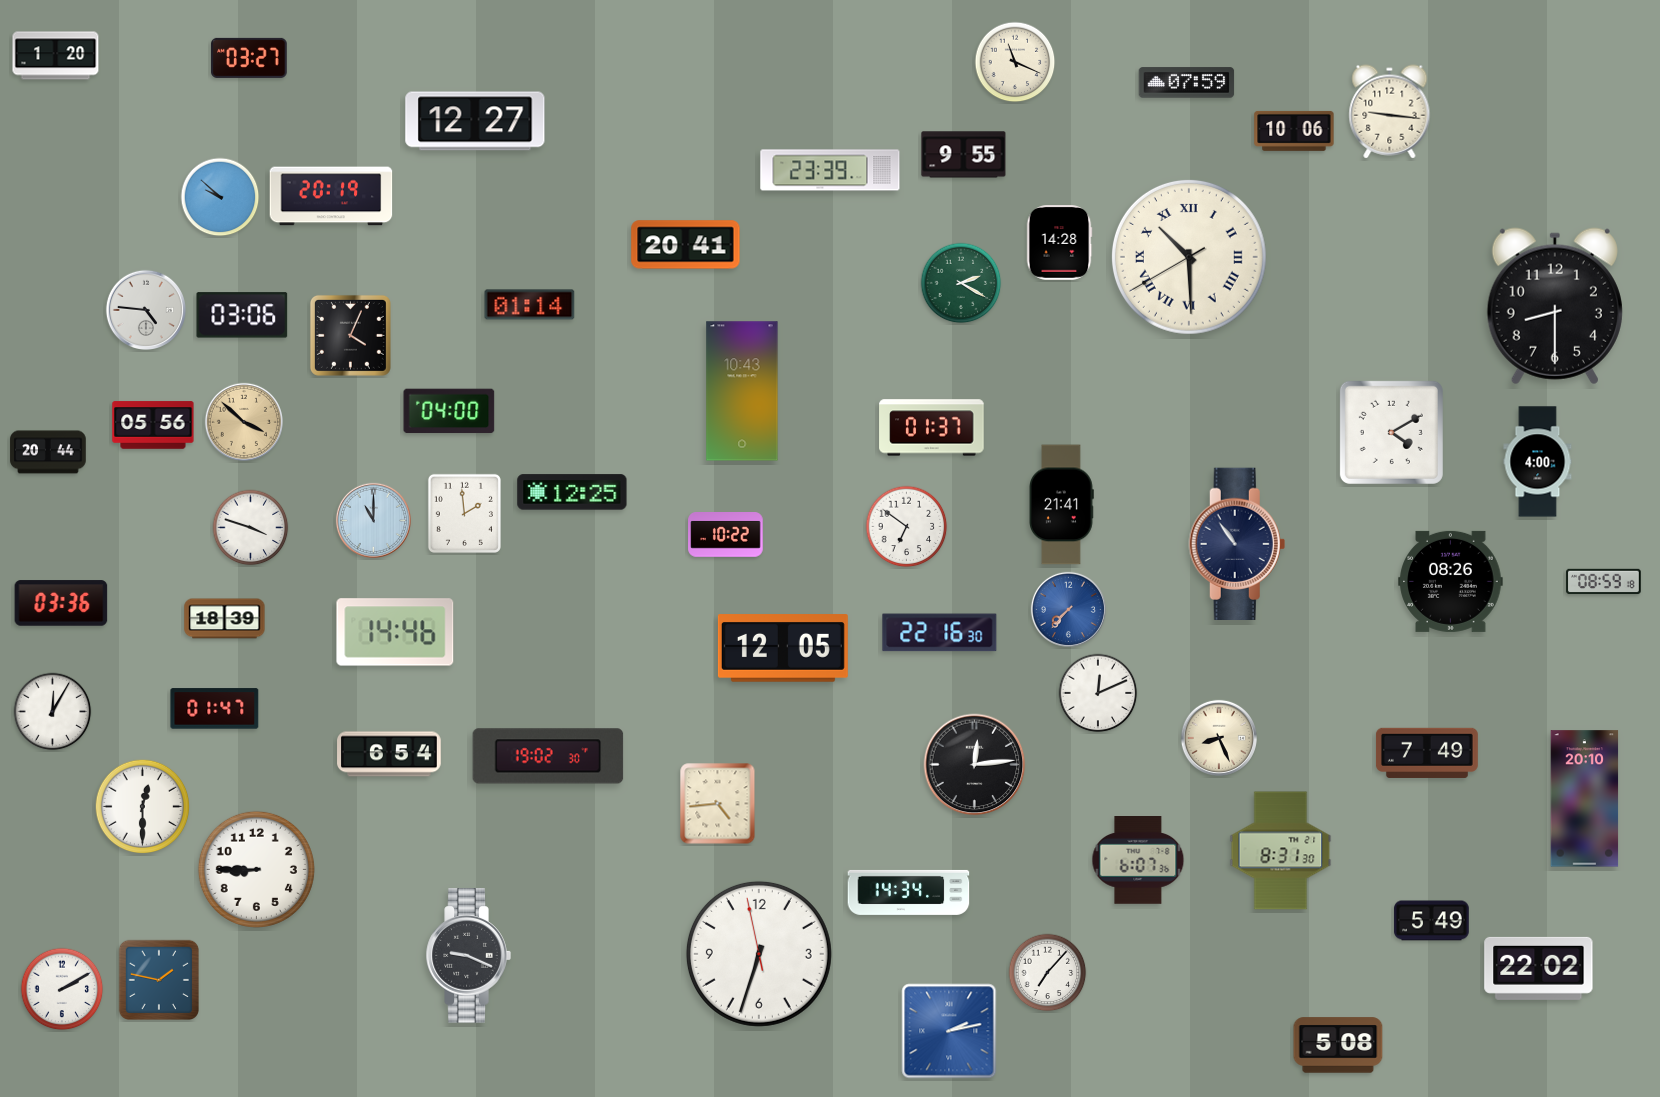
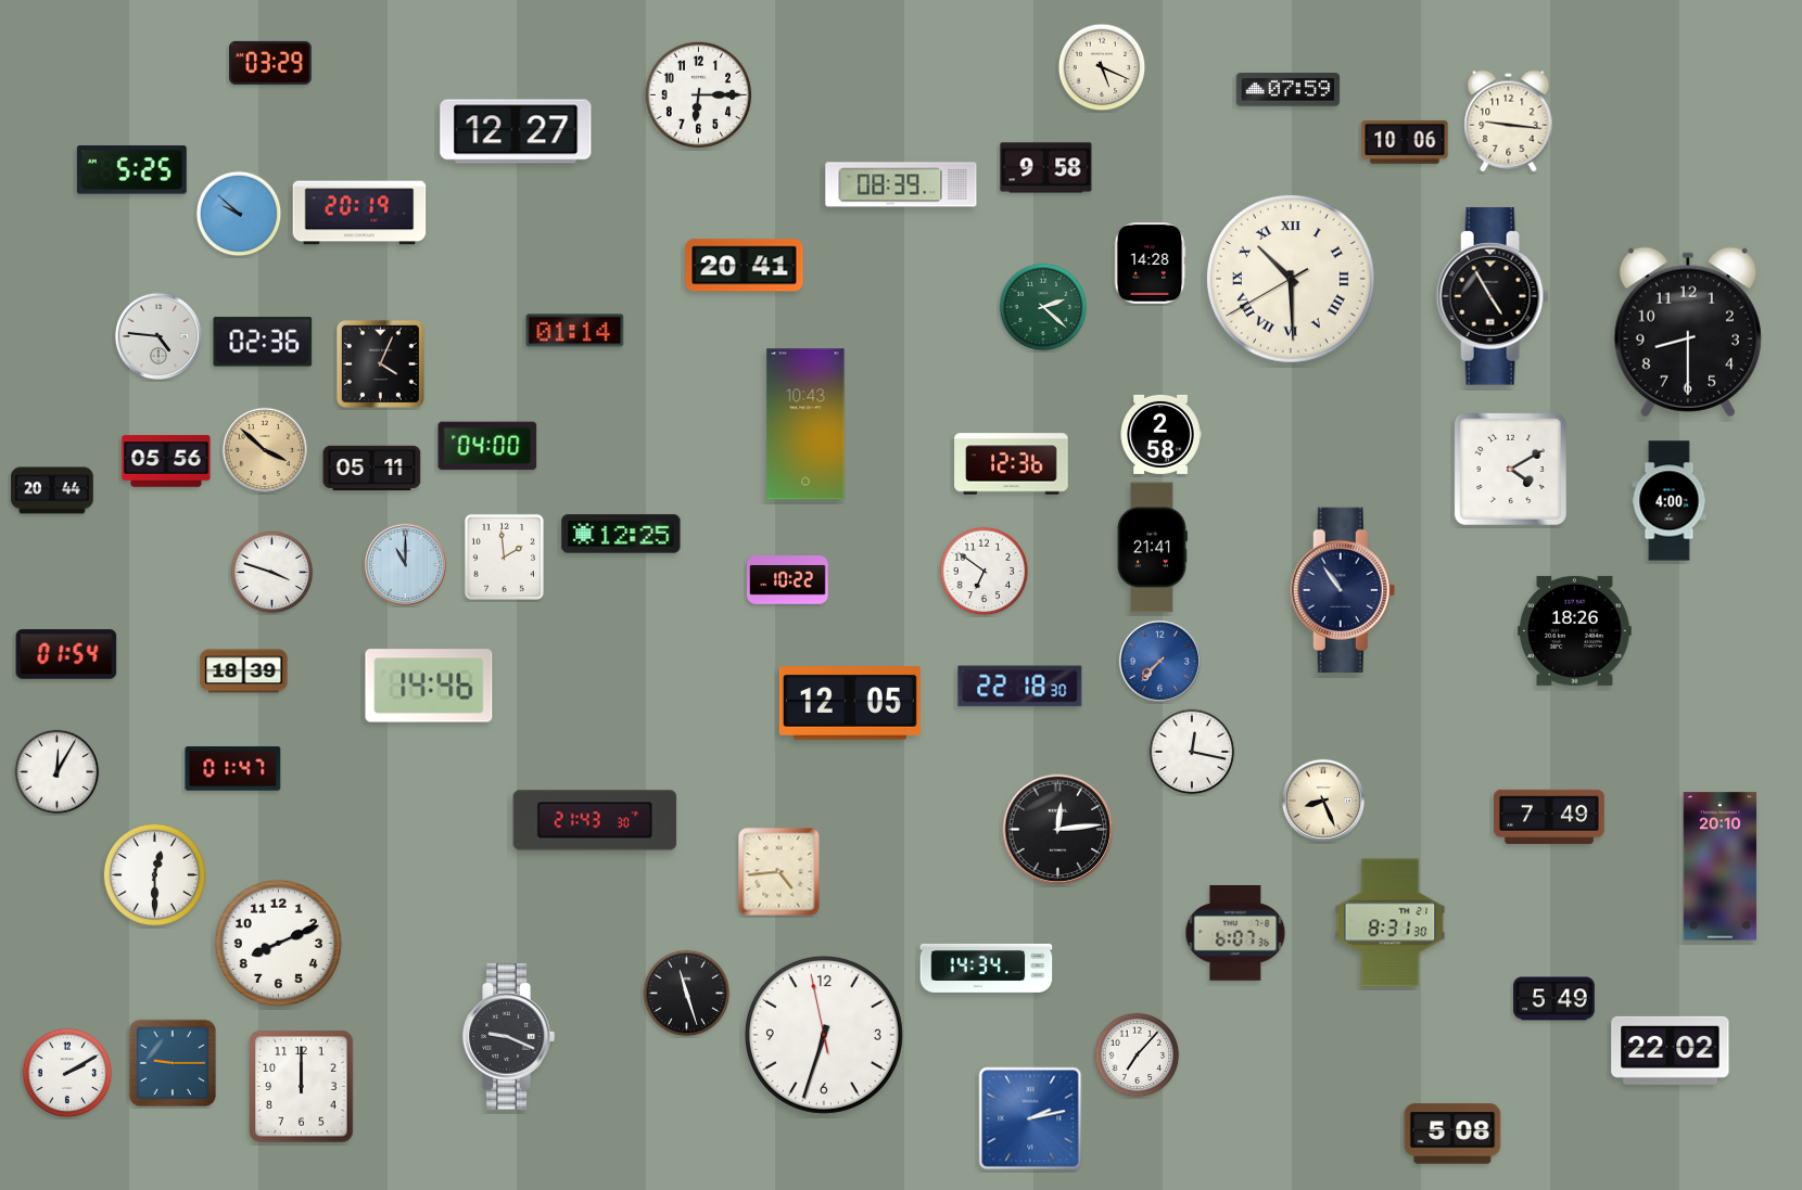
clock at (56, 56): 1:20 -> none
clock at (249, 58): 03:27 -> 03:29
clock at (1015, 62): 11:19 -> 5:19
clock at (698, 94): none -> 6:15
clock at (964, 155): 9:55 -> 9:58
clock at (131, 170): none -> 5:25
clock at (830, 170): 23:39 -> 08:39
clock at (1493, 296): none -> 4:55
clock at (961, 283): 2:20 -> 2:22
clock at (242, 315): 03:06 -> 02:36
clock at (1160, 434): none -> 2:58
clock at (244, 422) position: (244, 422) -> (265, 450)
clock at (932, 428): 01:37 -> 12:36
clock at (372, 468): none -> 05:11
clock at (1451, 581): 08:26 -> 18:26
clock at (1604, 582): 08:59 -> none
clock at (61, 603): 03:36 -> 01:54
clock at (940, 633): 22:16 -> 22:18
clock at (1098, 693): 12:11 -> 12:17
clock at (389, 754): 6:54 -> none
clock at (548, 756): 19:02 -> 21:43
clock at (256, 869): 8:45 -> 8:11
clock at (687, 994): none -> 11:27
clock at (158, 979): 1:47 -> 9:15
clock at (302, 1087): none -> 12:00
